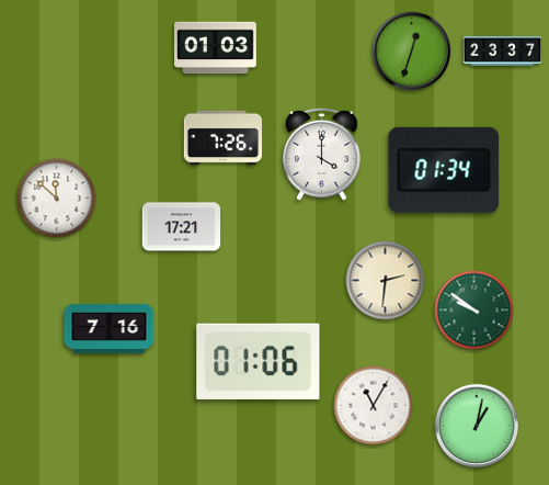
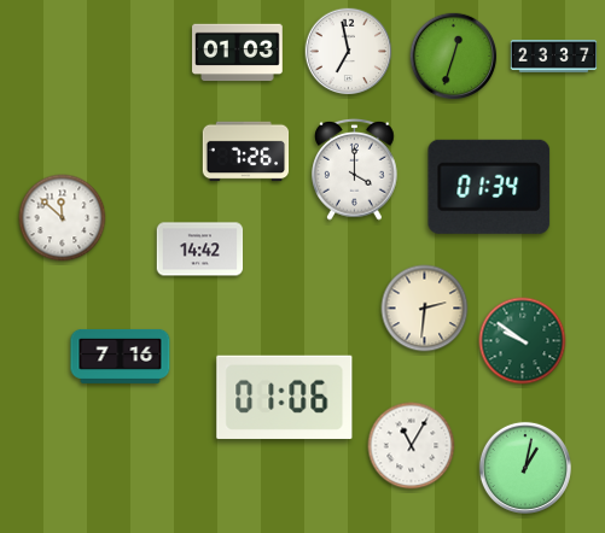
clock at (349, 52): none -> 6:58
clock at (182, 227): 17:21 -> 14:42
clock at (110, 328) position: (110, 328) -> (121, 356)
